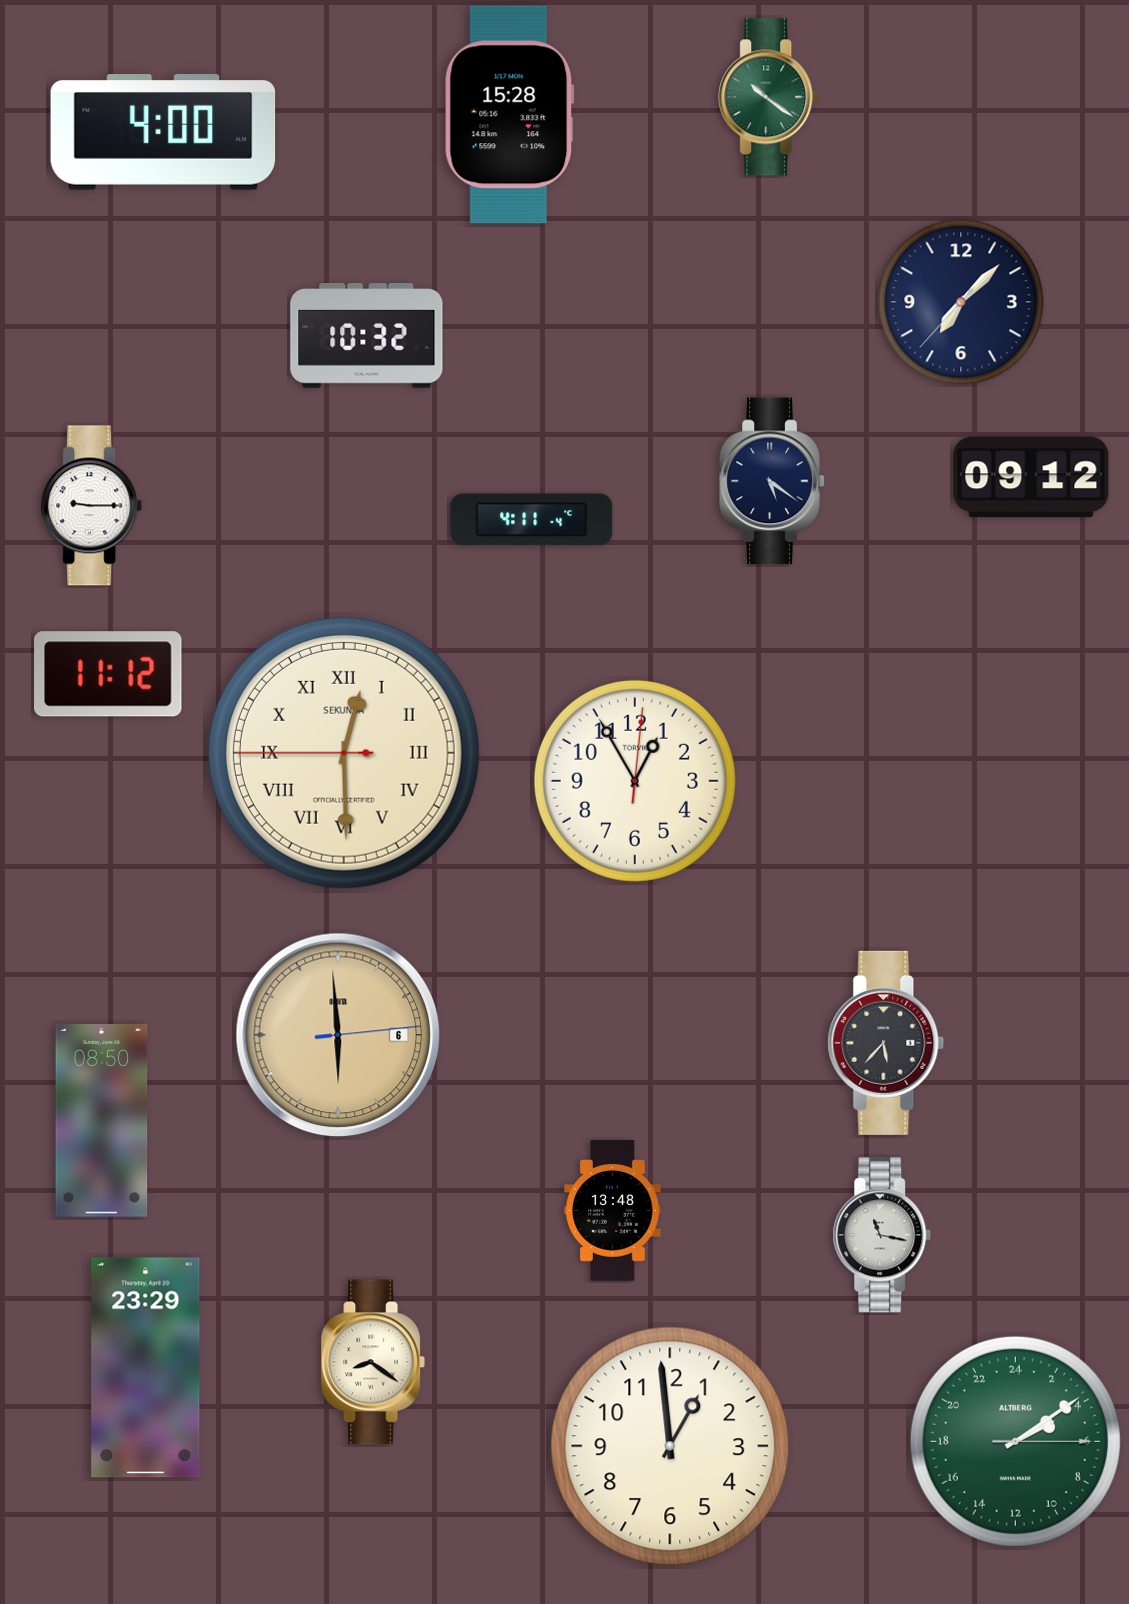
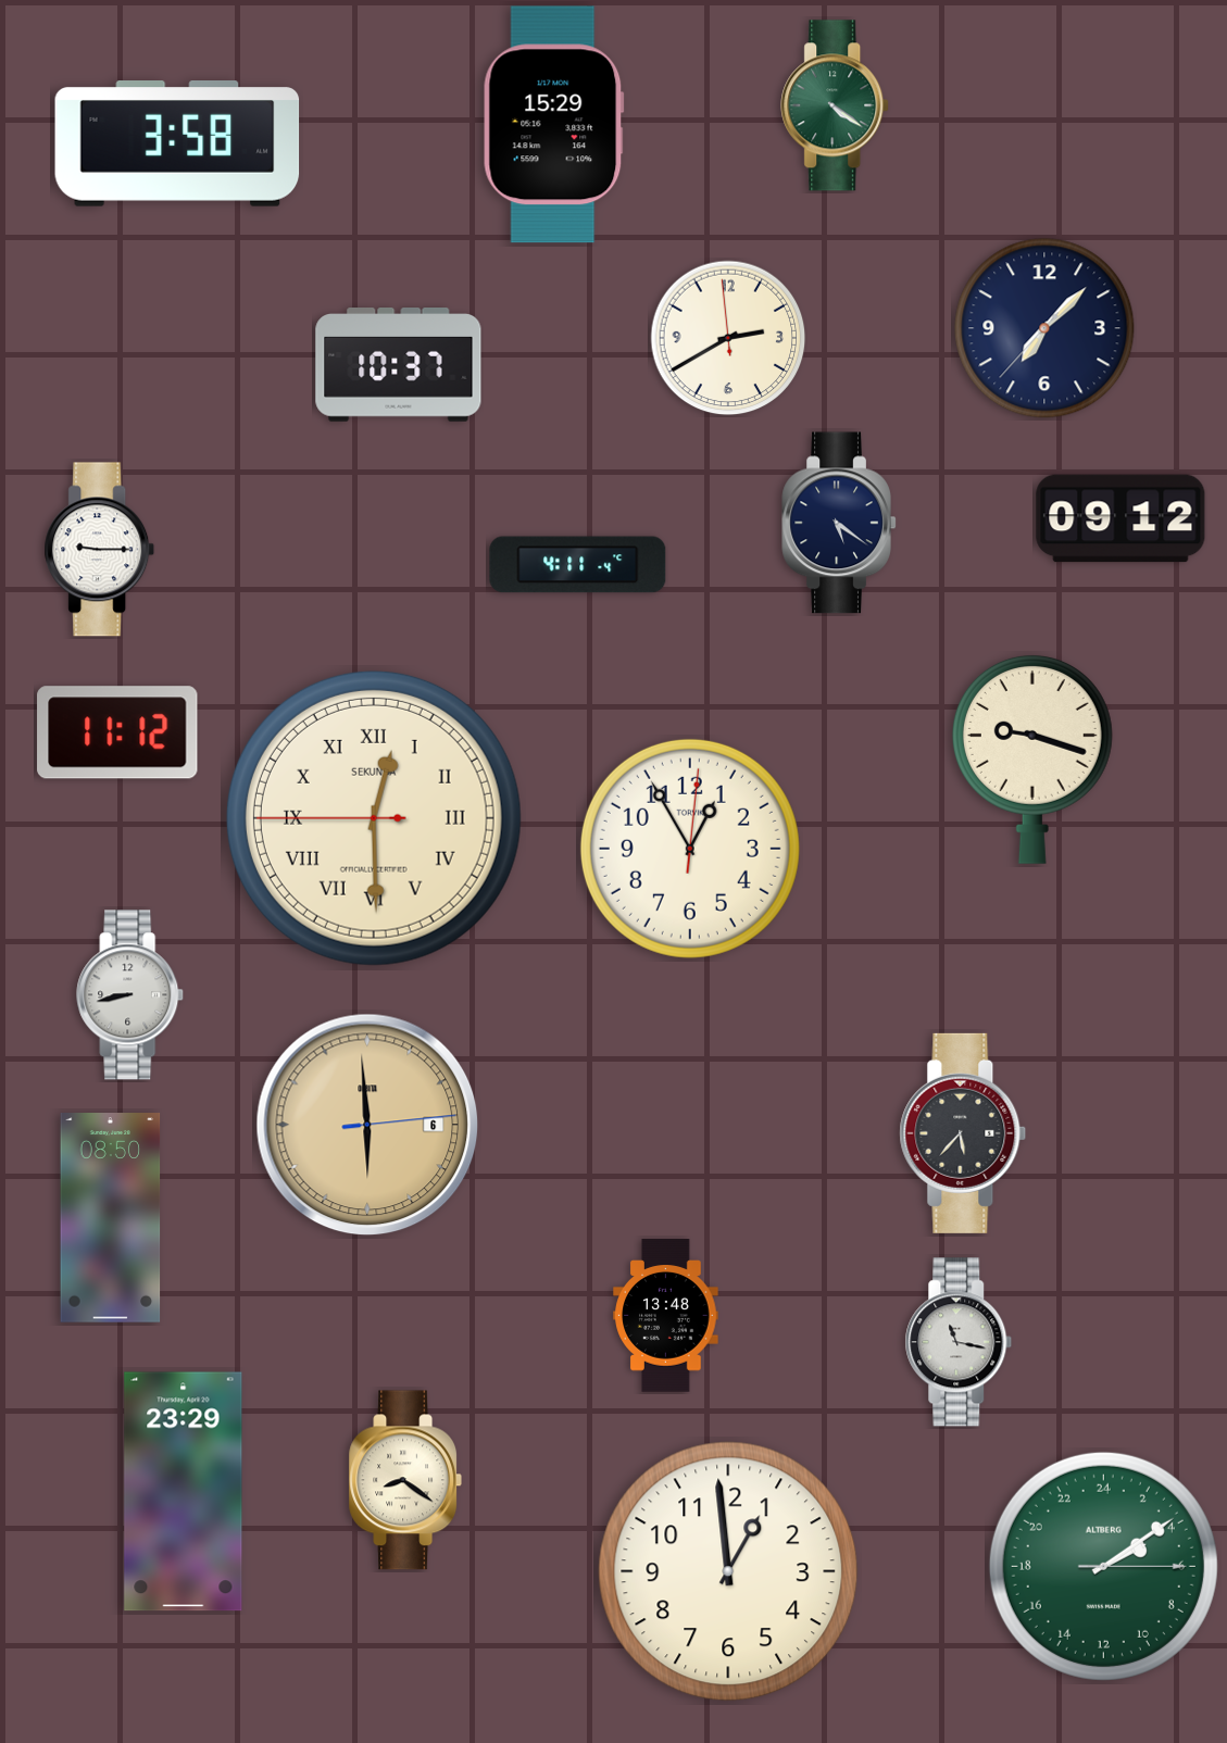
clock at (769, 97): 10:21 -> 4:21
clock at (509, 115): 15:28 -> 15:29
clock at (163, 132): 4:00 -> 3:58
clock at (728, 338): none -> 2:39
clock at (367, 336): 10:32 -> 10:37
clock at (1032, 758): none -> 9:18
clock at (130, 995): none -> 8:43
clock at (146, 1368) position: (146, 1368) -> (184, 1492)
